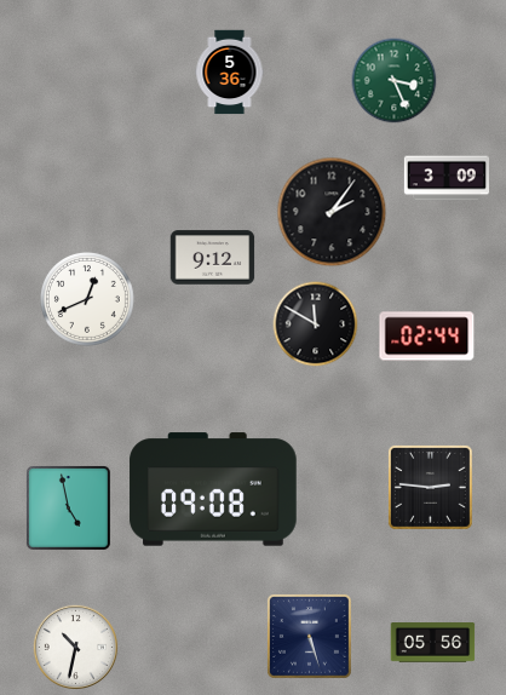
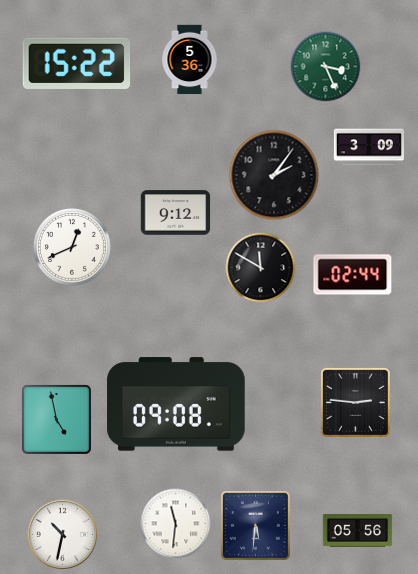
clock at (77, 63): none -> 15:22
clock at (427, 337) position: (427, 337) -> (353, 275)
clock at (176, 524): none -> 11:31
clock at (309, 636): 5:27 -> 5:31
